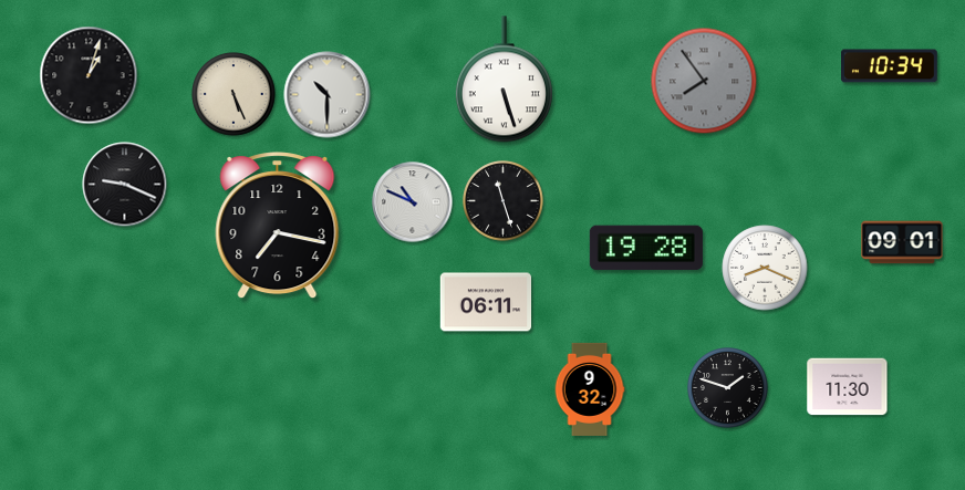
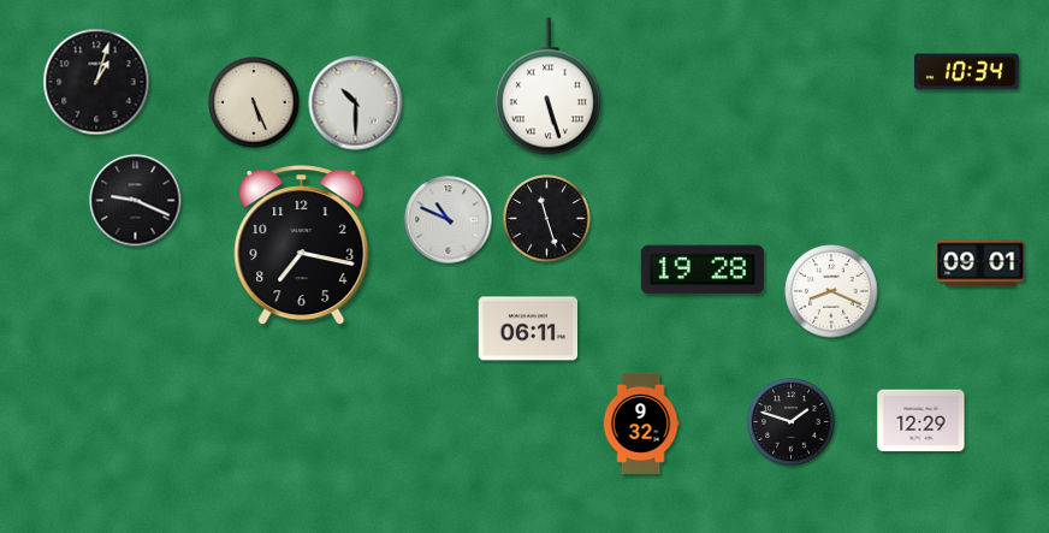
clock at (704, 81): 7:54 -> none
clock at (848, 387): 11:30 -> 12:29
